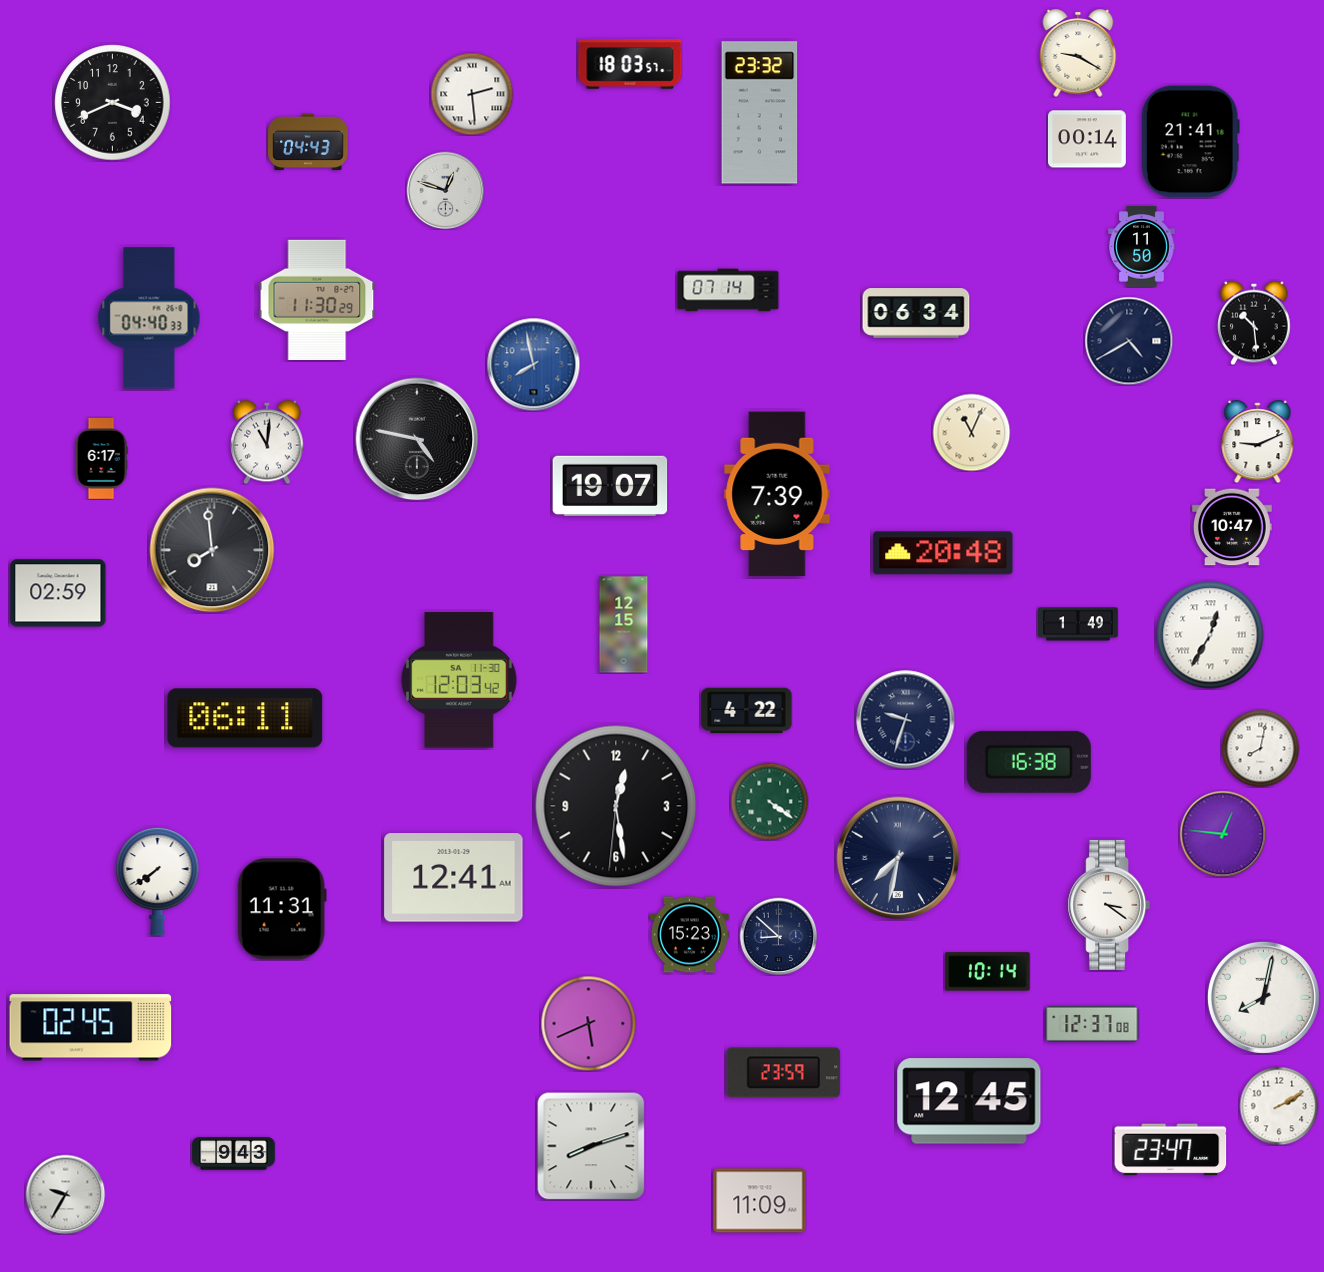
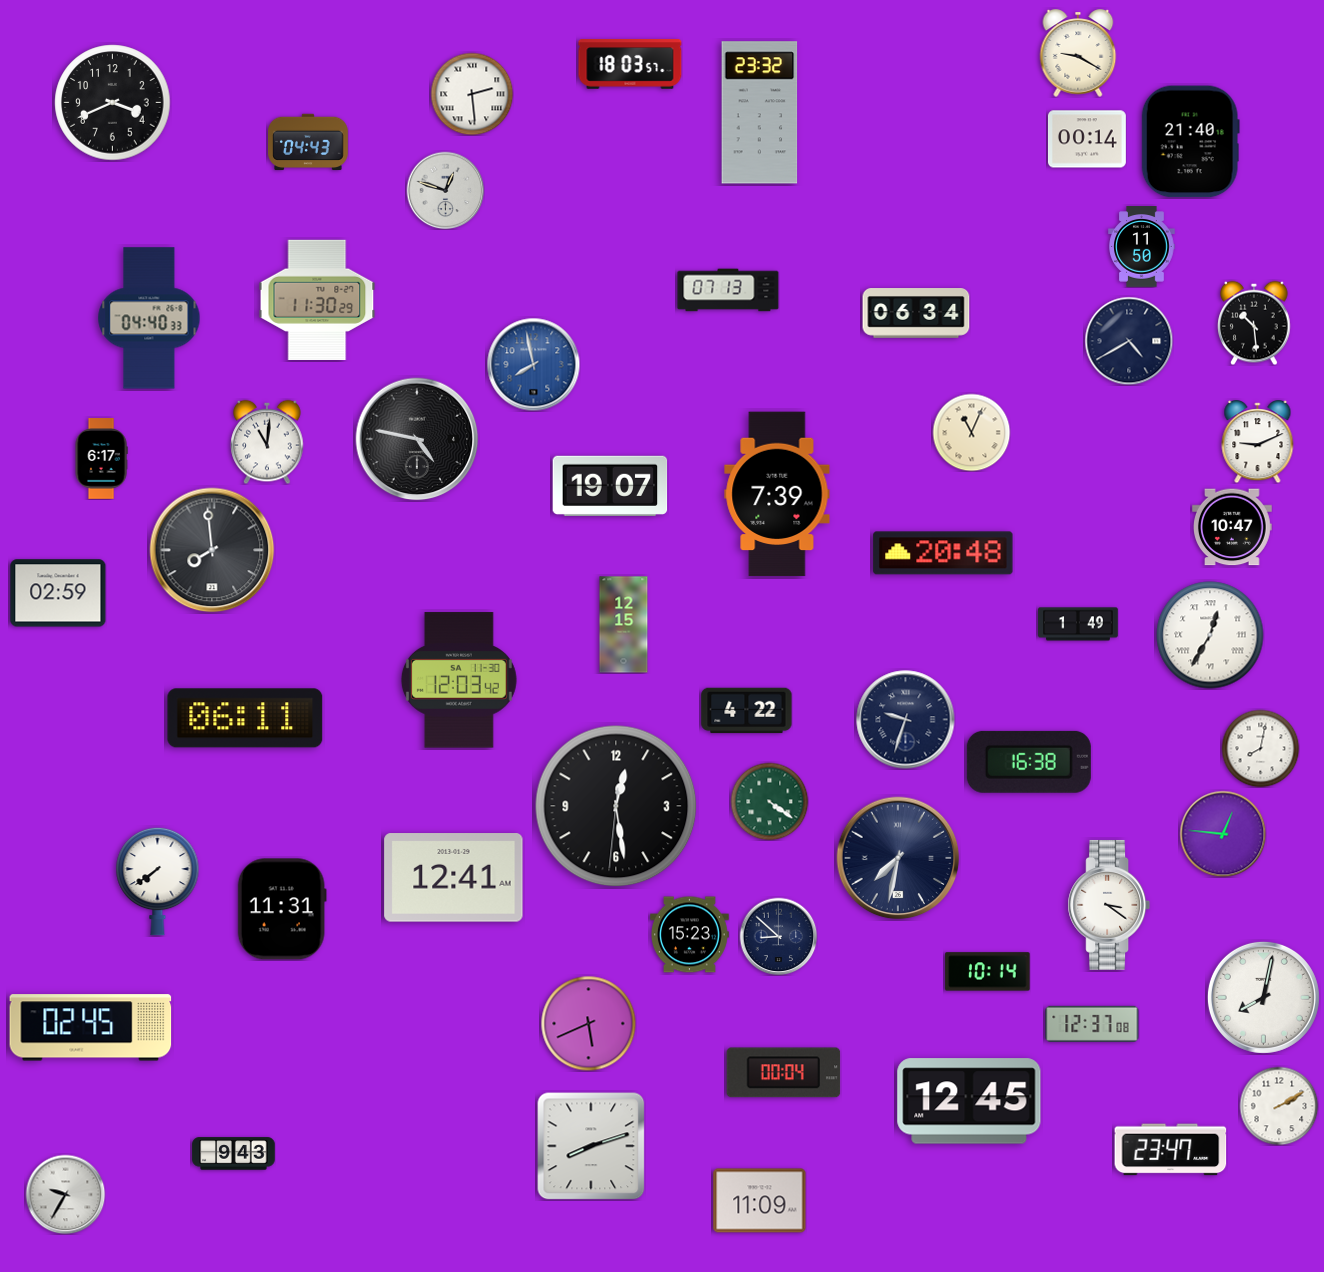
clock at (1190, 142): 21:41 -> 21:40
clock at (728, 290): 07:14 -> 07:13
clock at (784, 1073): 23:59 -> 00:04
